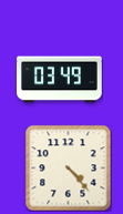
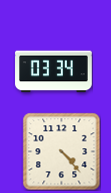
clock at (60, 80): 03:49 -> 03:34
